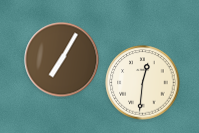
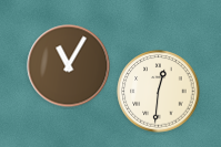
clock at (62, 60): 7:05 -> 11:05
